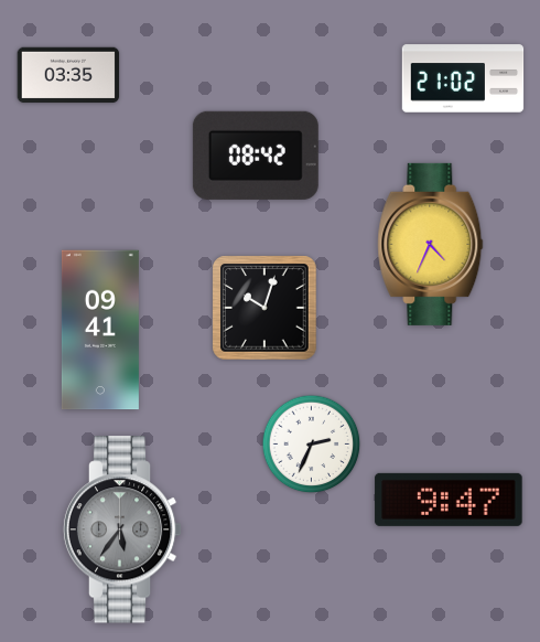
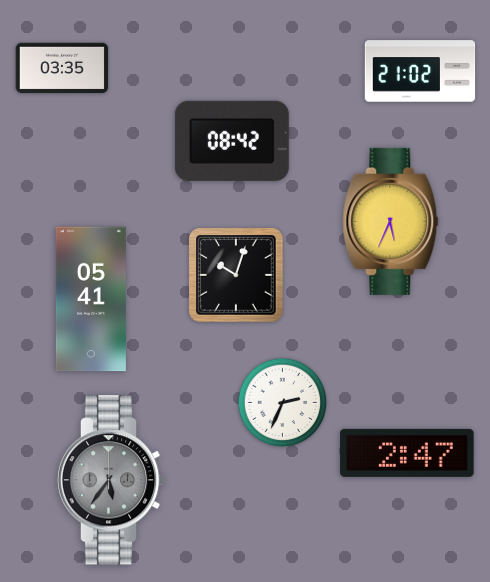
clock at (431, 244): 4:34 -> 5:34
clock at (264, 308) position: (264, 308) -> (236, 275)
clock at (100, 330): 09:41 -> 05:41
clock at (449, 500): 9:47 -> 2:47
